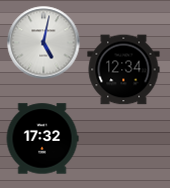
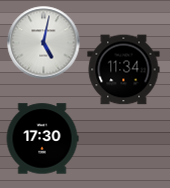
clock at (124, 70): 12:34 -> 11:34
clock at (42, 139): 17:32 -> 17:30
